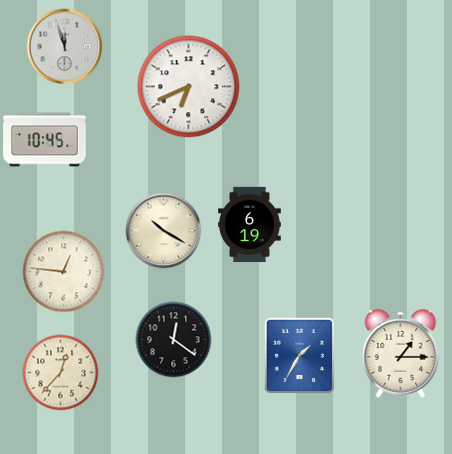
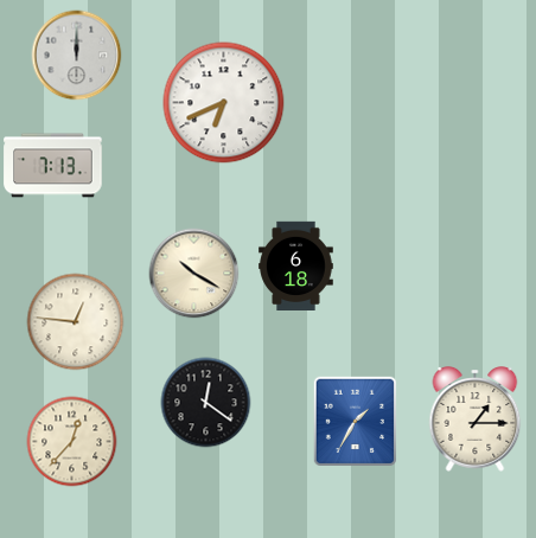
clock at (65, 47): 11:57 -> 12:00
clock at (45, 140): 10:45 -> 7:13
clock at (250, 224): 6:19 -> 6:18
